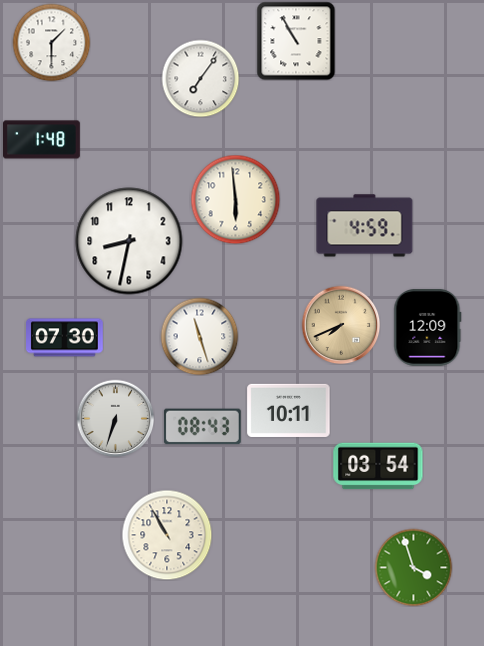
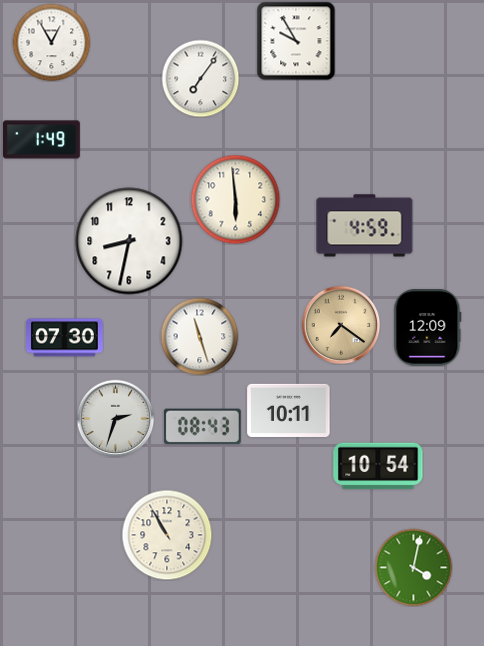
clock at (296, 41): 10:55 -> 9:55
clock at (51, 42): 1:30 -> 12:55
clock at (42, 140): 1:48 -> 1:49
clock at (341, 325): 7:41 -> 7:21
clock at (115, 418): 6:33 -> 2:33
clock at (378, 466): 03:54 -> 10:54
clock at (413, 567): 3:57 -> 4:02
